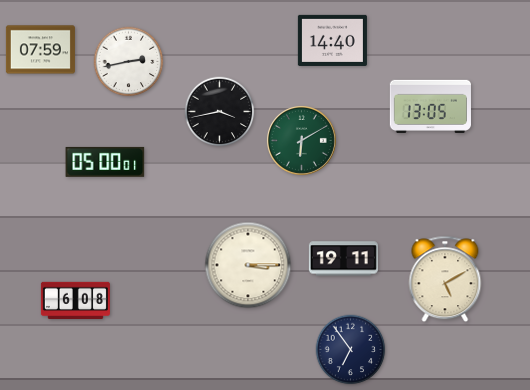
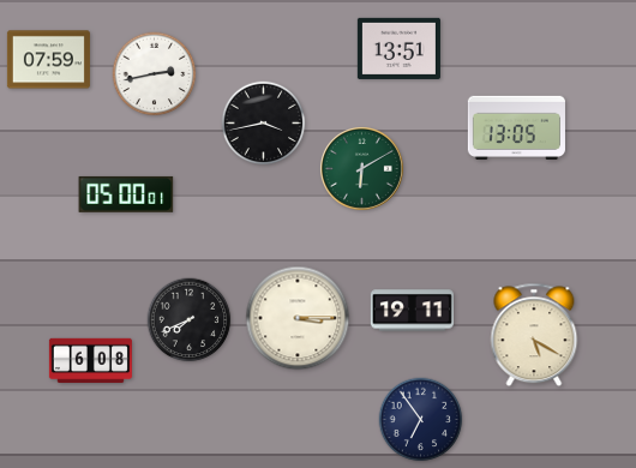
clock at (332, 40): 14:40 -> 13:51
clock at (220, 112) position: (220, 112) -> (264, 124)
clock at (190, 320): none -> 7:41
clock at (445, 279): 5:10 -> 5:20
